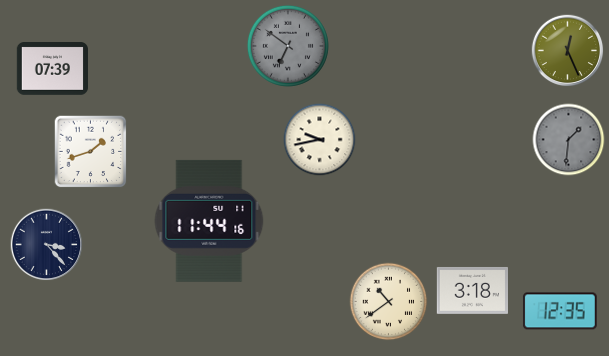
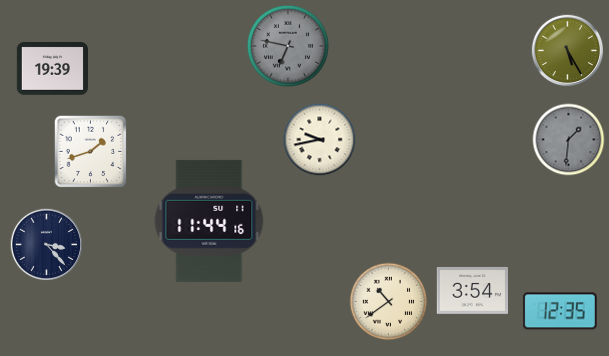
clock at (288, 46): 6:51 -> 6:47
clock at (568, 51): 12:26 -> 5:25
clock at (52, 69): 07:39 -> 19:39
clock at (472, 290): 3:18 -> 3:54
